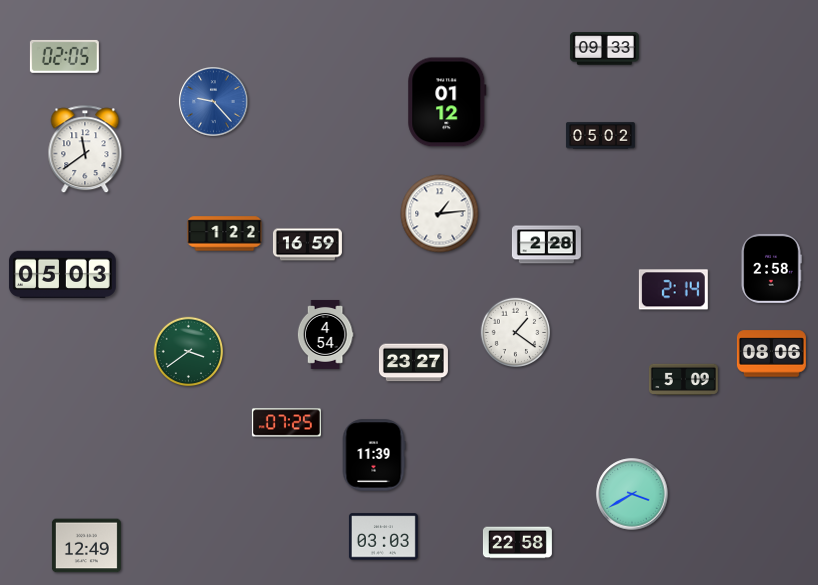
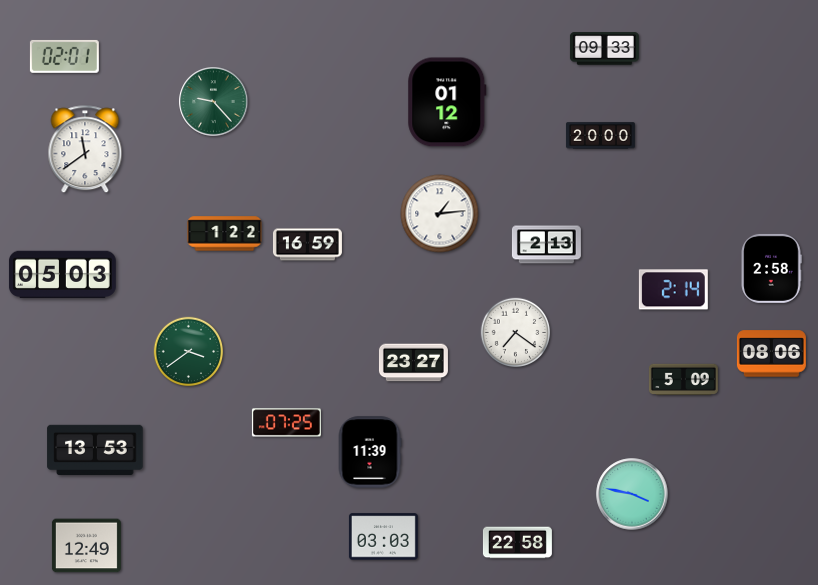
clock at (64, 56): 02:05 -> 02:01
clock at (214, 102) dial: blue -> green
clock at (600, 136): 05:02 -> 20:00
clock at (546, 245): 2:28 -> 2:13
clock at (516, 333): 1:21 -> 7:21
clock at (325, 334): 4:54 -> none
clock at (95, 449): none -> 13:53
clock at (374, 455) position: (374, 455) -> (370, 452)
clock at (632, 494): 3:40 -> 3:47
